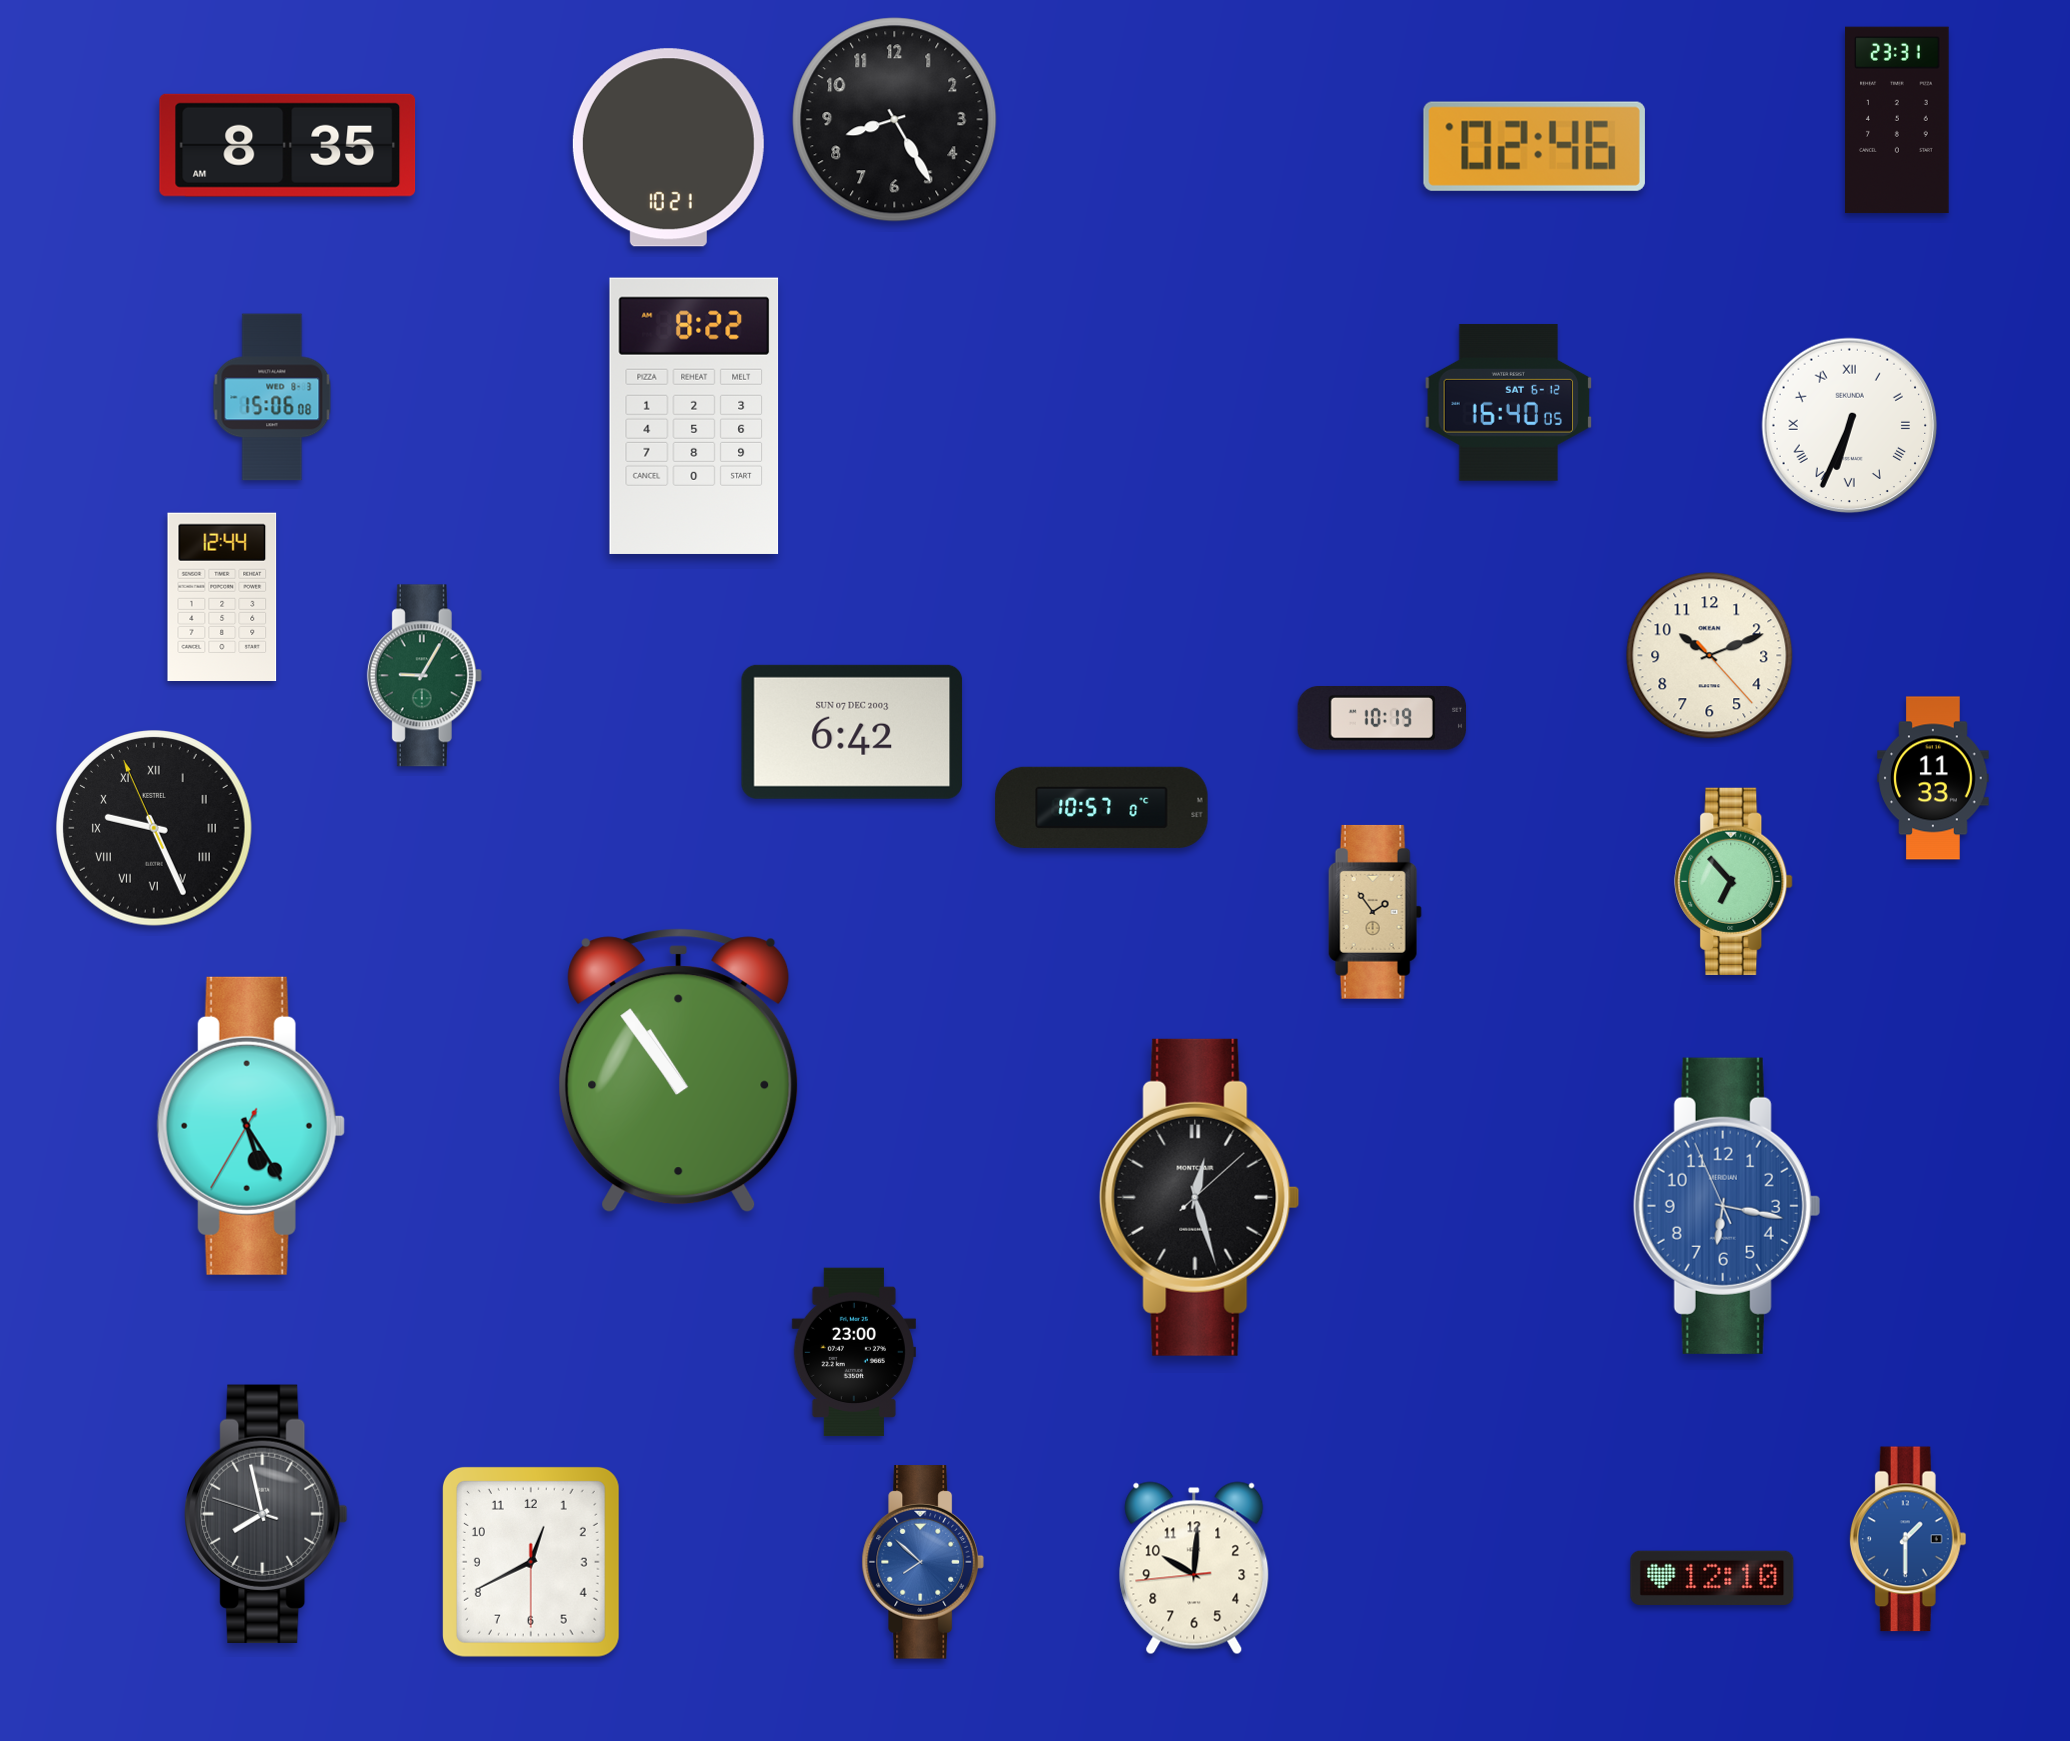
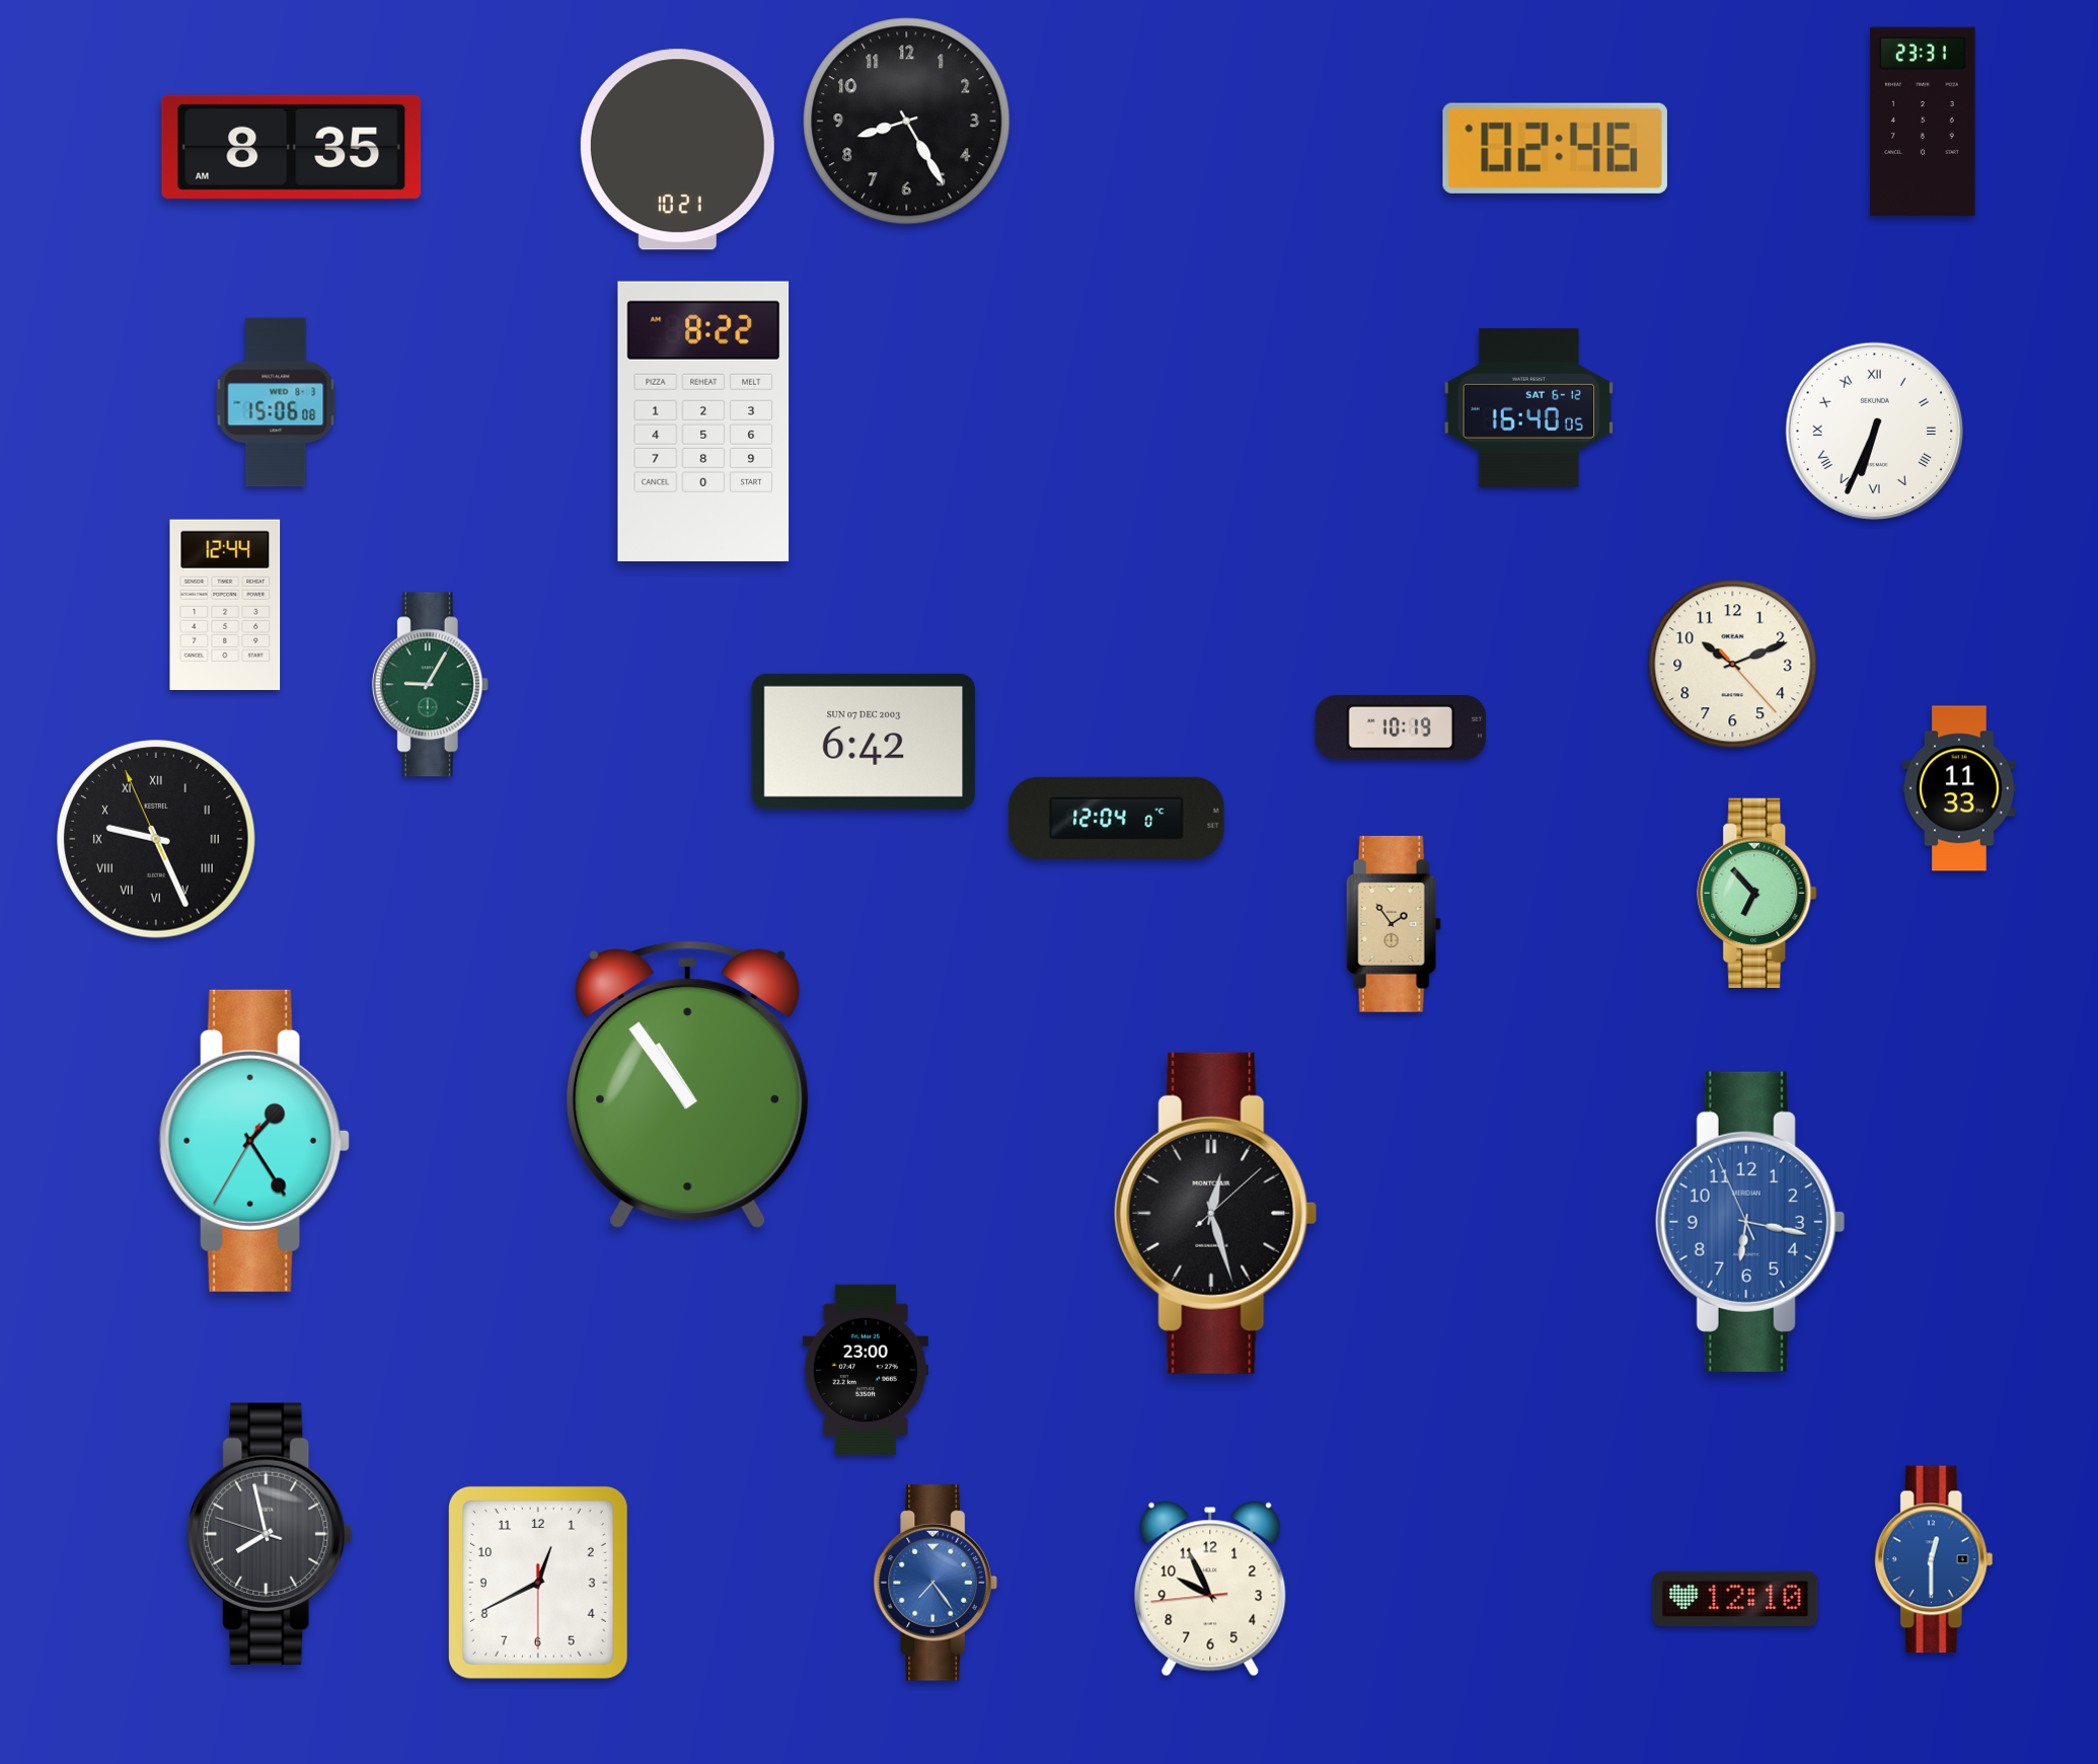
clock at (1102, 807): 10:57 -> 12:04
clock at (251, 1126): 5:24 -> 1:24
clock at (1908, 1539): 1:30 -> 12:30
clock at (923, 1562): 7:52 -> 7:24
clock at (1194, 1568): 10:00 -> 9:55
